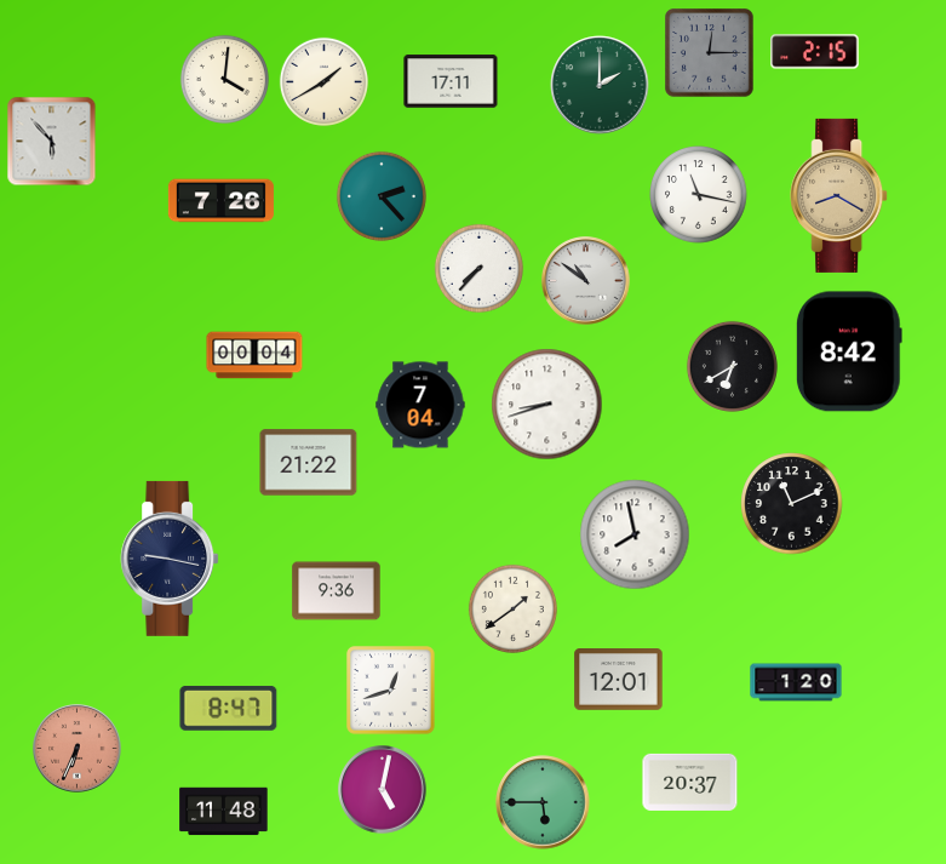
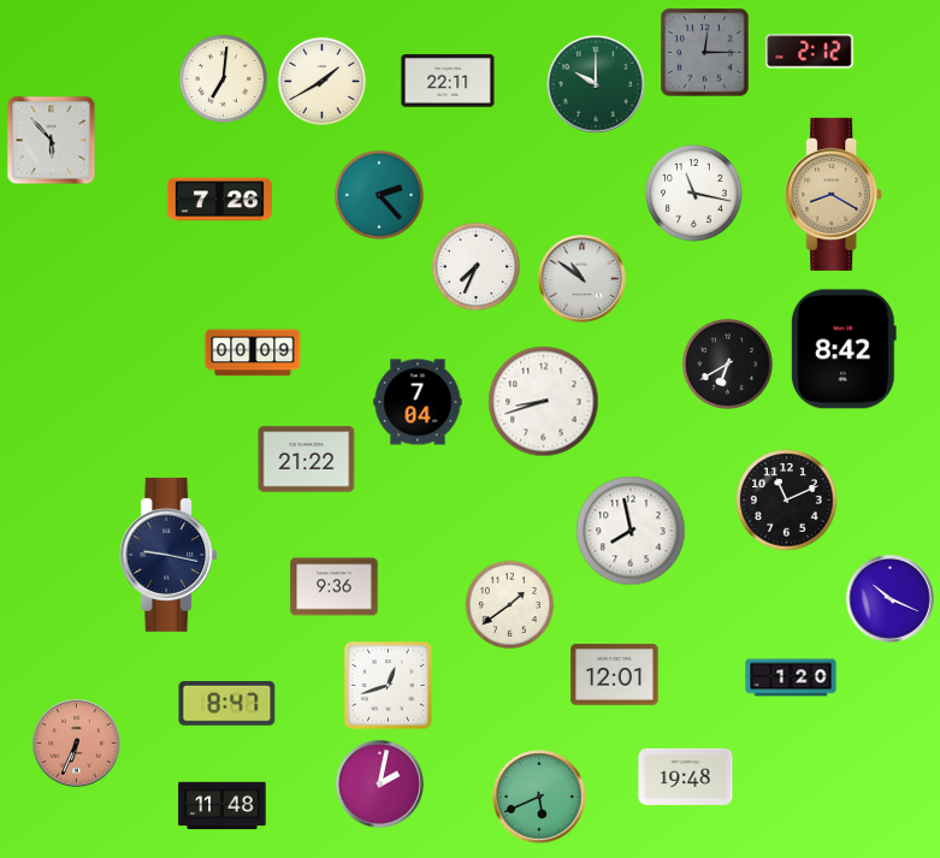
clock at (815, 52): 2:15 -> 2:12
clock at (224, 79): 4:01 -> 7:01
clock at (451, 81): 17:11 -> 22:11
clock at (600, 85): 2:00 -> 10:00
clock at (478, 268): 7:37 -> 7:34
clock at (254, 355): 00:04 -> 00:09
clock at (891, 599): none -> 10:19
clock at (690, 782): 20:37 -> 19:48
clock at (383, 790): 5:02 -> 2:02
clock at (543, 802): 5:45 -> 5:41
